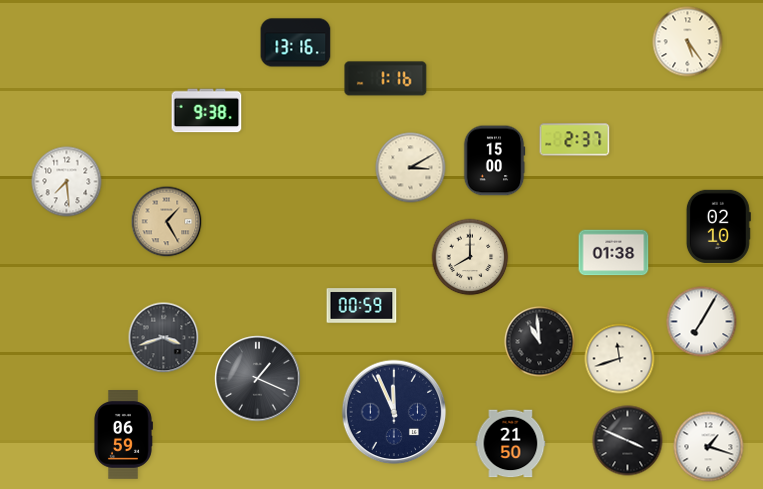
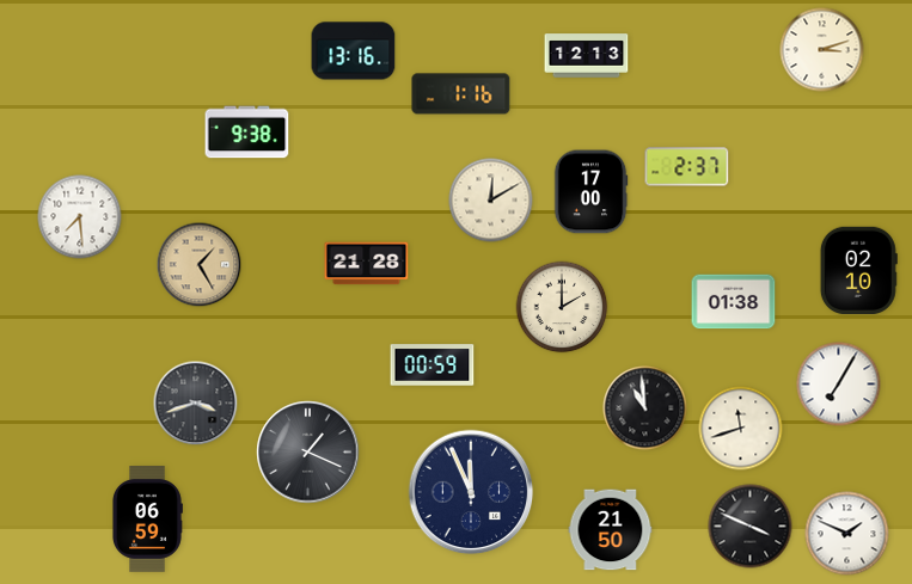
clock at (688, 42): 5:24 -> 3:12
clock at (587, 56): none -> 12:13
clock at (494, 161): 15:00 -> 17:00
clock at (411, 168): 3:10 -> 12:10
clock at (367, 264): none -> 21:28
clock at (470, 257): 8:00 -> 2:00
clock at (709, 447): 1:18 -> 1:49
